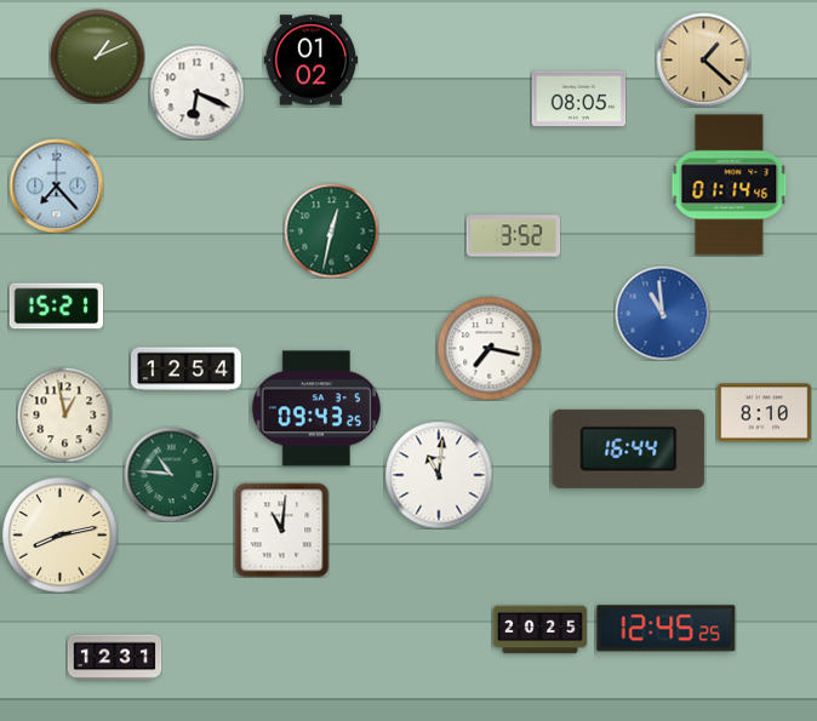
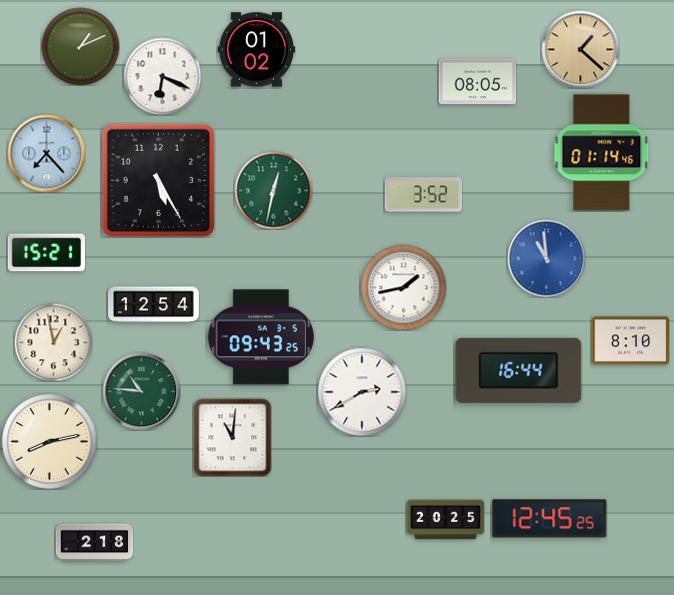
clock at (158, 180): none -> 5:25
clock at (489, 348): 7:17 -> 1:43
clock at (439, 475): 11:01 -> 2:40
clock at (114, 658): 12:31 -> 2:18
